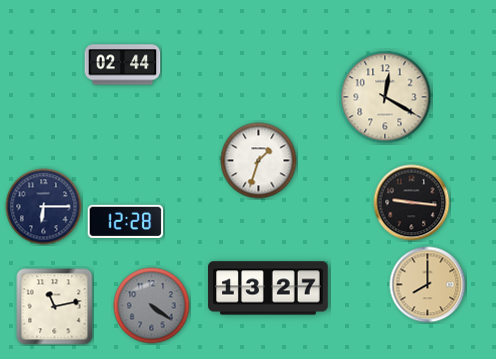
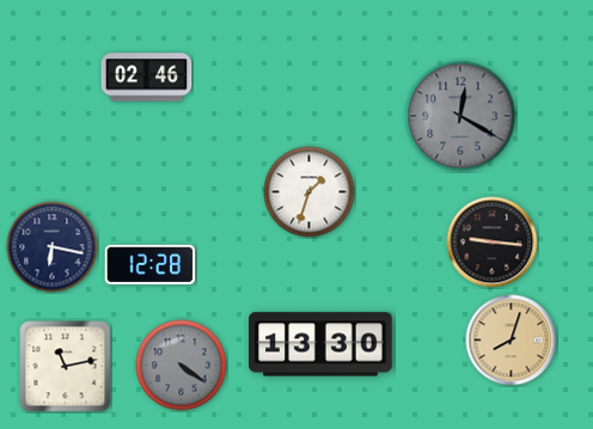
clock at (123, 65): 02:44 -> 02:46
clock at (385, 97) dial: cream -> grey
clock at (44, 207): 6:15 -> 6:17
clock at (428, 285): 8:00 -> 8:03
clock at (268, 288): 13:27 -> 13:30
